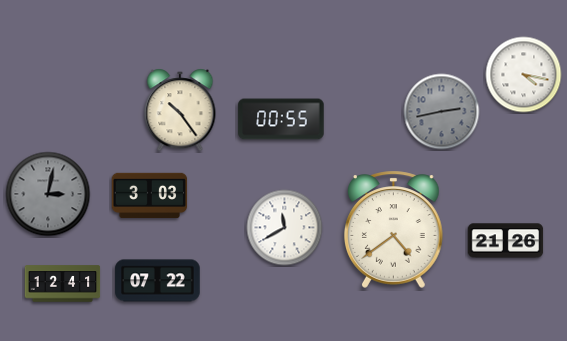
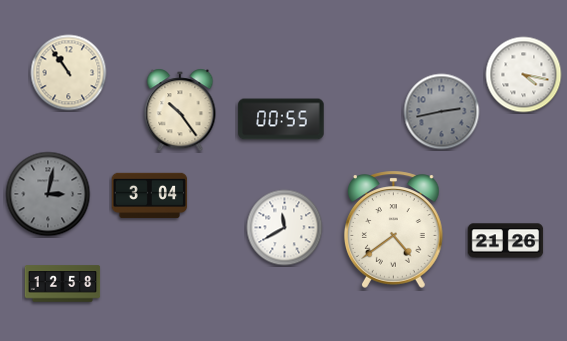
clock at (69, 73): none -> 10:54
clock at (150, 196): 3:03 -> 3:04
clock at (158, 281): 07:22 -> none
clock at (63, 284): 12:41 -> 12:58
